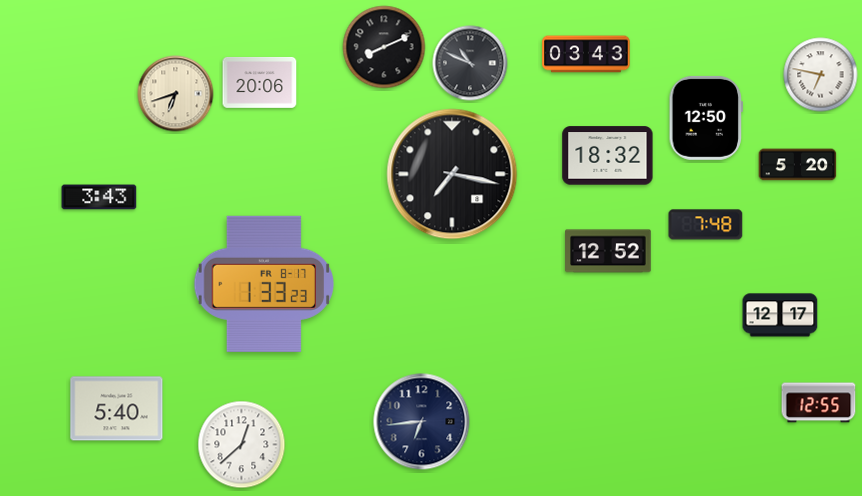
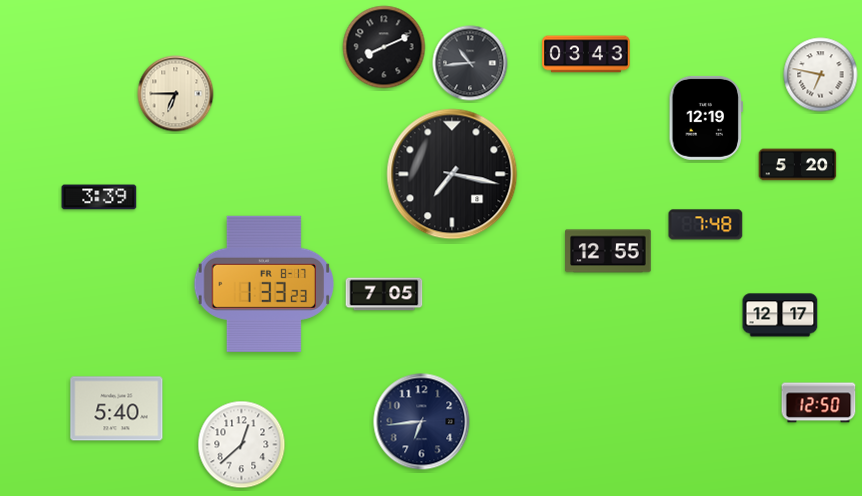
clock at (470, 63): 10:49 -> 10:44
clock at (260, 82): 20:06 -> none
clock at (176, 94): 6:42 -> 6:45
clock at (705, 118): 12:50 -> 12:19
clock at (608, 156): 18:32 -> none
clock at (99, 197): 3:43 -> 3:39
clock at (608, 251): 12:52 -> 12:55
clock at (384, 294): none -> 7:05
clock at (819, 403): 12:55 -> 12:50
